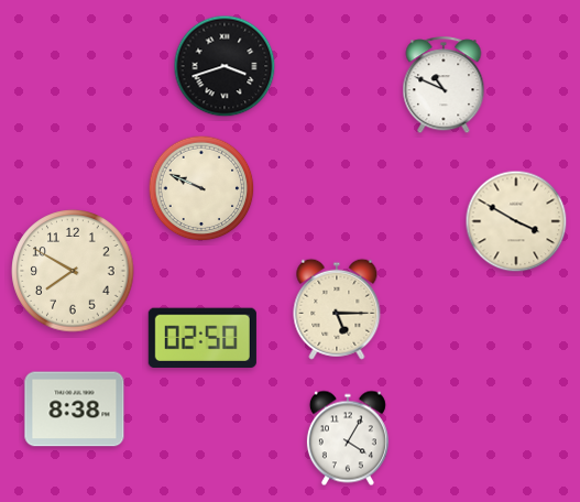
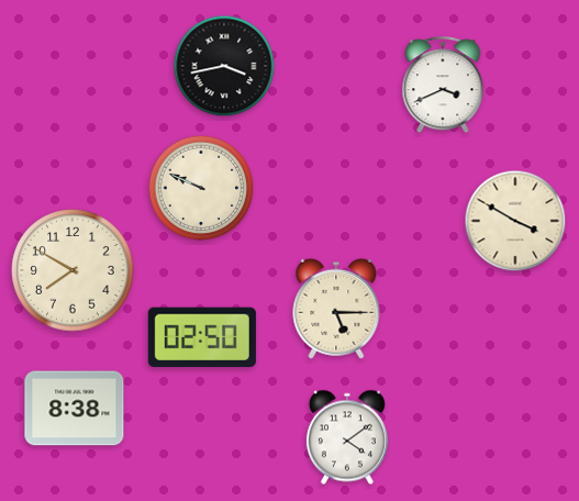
clock at (225, 66): 3:42 -> 3:43
clock at (444, 86): 10:49 -> 3:41
clock at (348, 438): 4:05 -> 4:09
